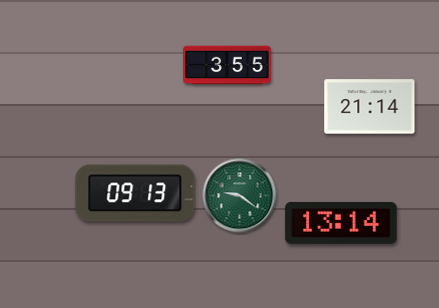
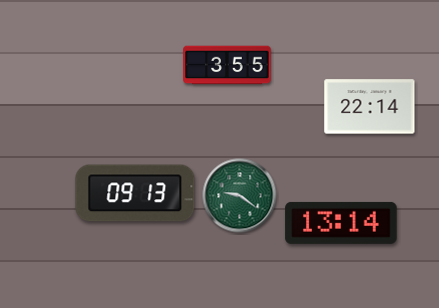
clock at (370, 107): 21:14 -> 22:14
